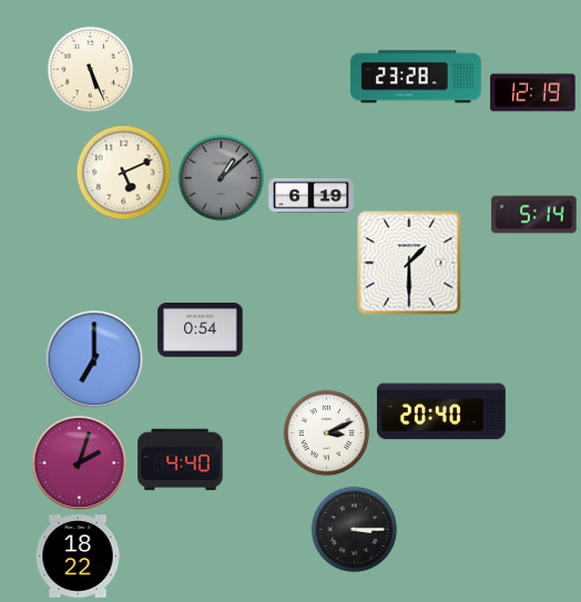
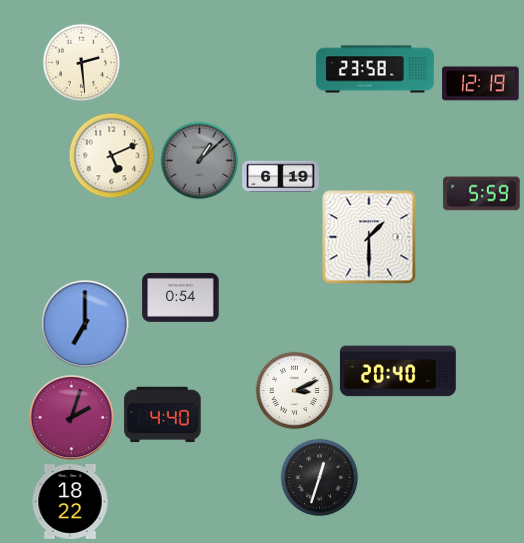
clock at (90, 69): 5:26 -> 2:29
clock at (416, 76): 23:28 -> 23:58
clock at (534, 215): 5:14 -> 5:59
clock at (354, 529): 3:15 -> 12:33
